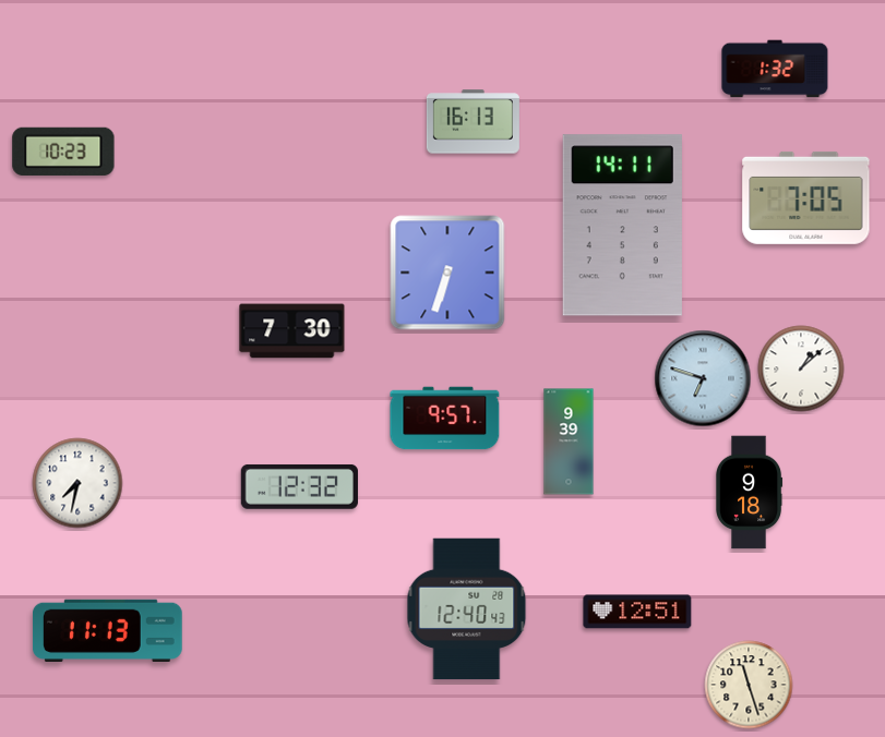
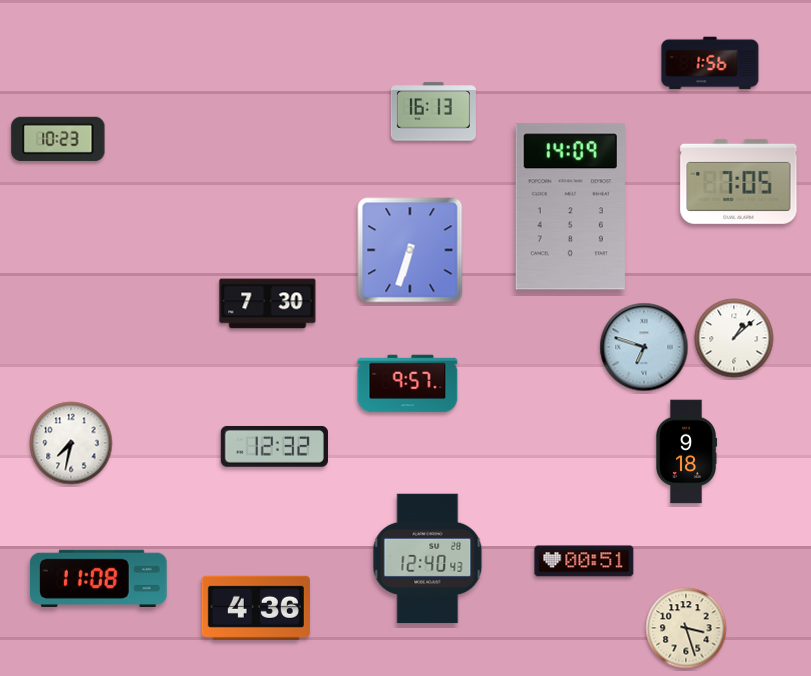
clock at (775, 69): 1:32 -> 1:56
clock at (622, 226): 14:11 -> 14:09
clock at (569, 442): 9:39 -> none
clock at (637, 612): 12:51 -> 00:51
clock at (108, 630): 11:13 -> 11:08
clock at (256, 608): none -> 4:36
clock at (749, 685): 11:27 -> 3:27
